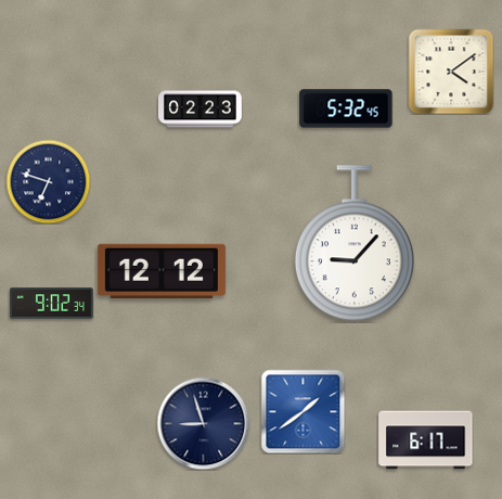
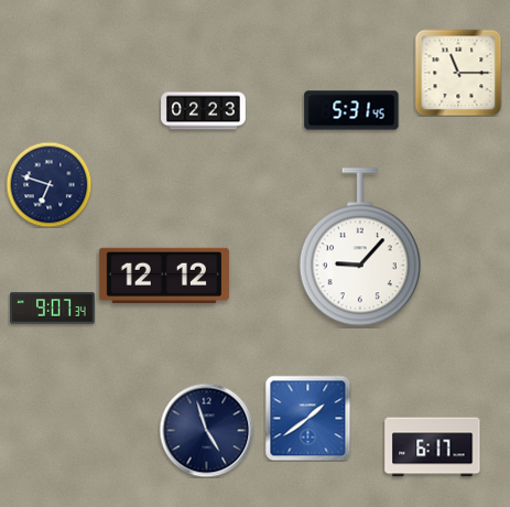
clock at (451, 72): 4:09 -> 11:15
clock at (346, 108): 5:32 -> 5:31
clock at (52, 304): 9:02 -> 9:07
clock at (203, 423): 8:57 -> 4:57
